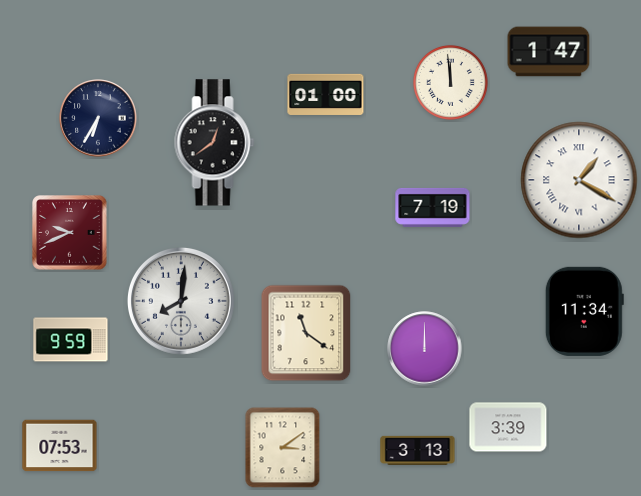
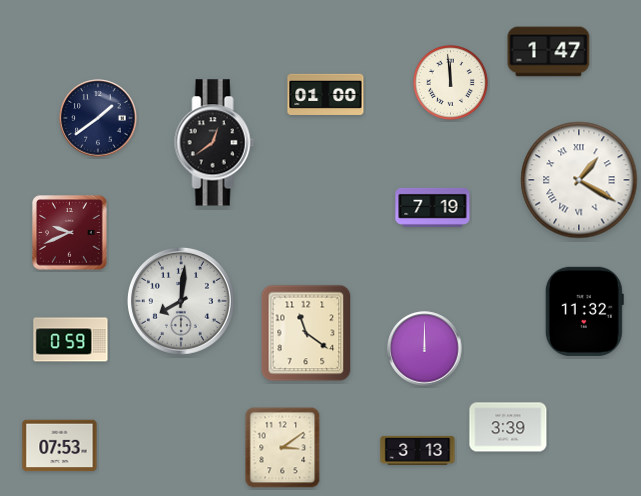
clock at (98, 118): 6:35 -> 1:39
clock at (584, 311): 11:34 -> 11:32
clock at (71, 340): 9:59 -> 0:59
